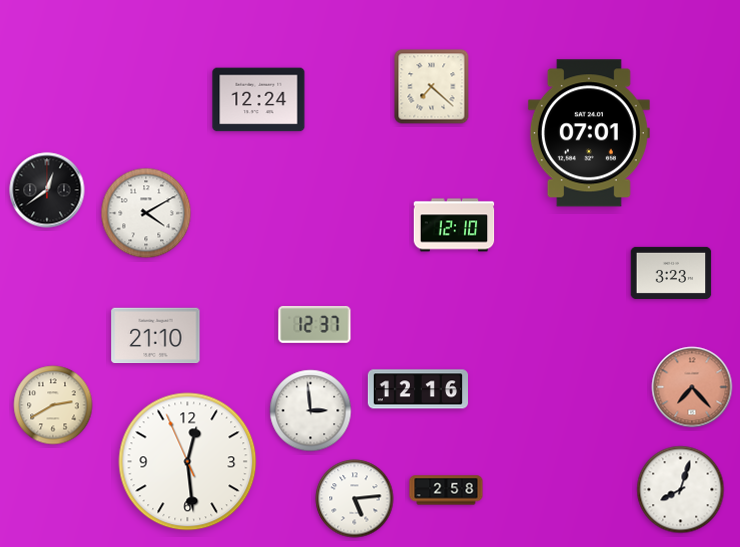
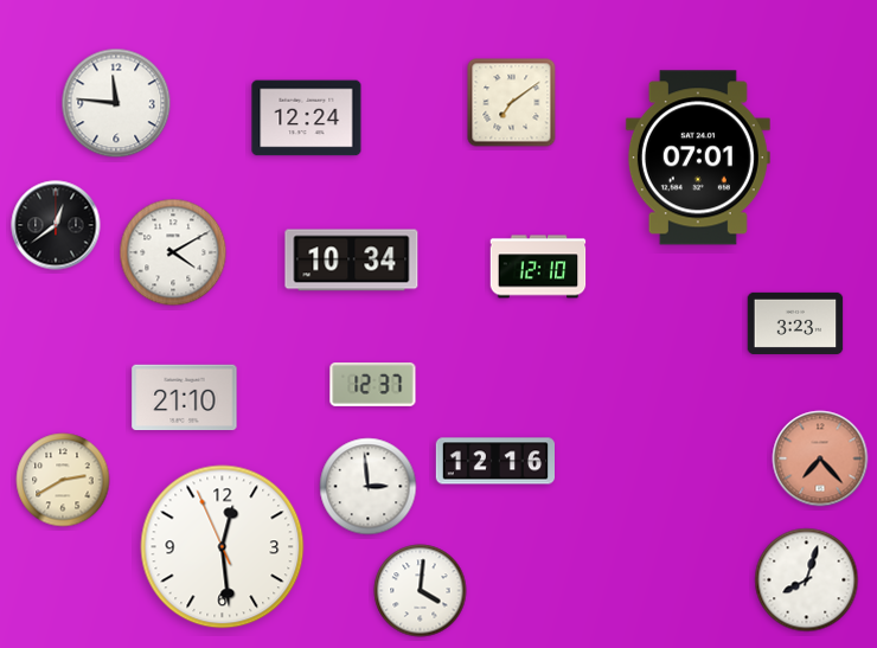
clock at (116, 103): none -> 11:46
clock at (432, 87): 7:22 -> 7:09
clock at (352, 261): none -> 10:34
clock at (446, 490): 2:58 -> none
clock at (355, 499): 5:14 -> 4:01
